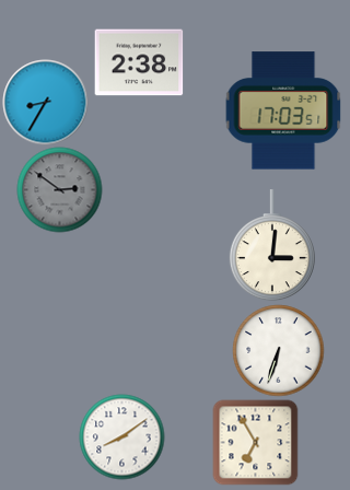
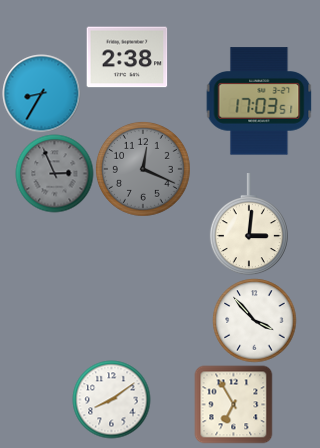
clock at (143, 169): none -> 12:19
clock at (59, 189): 2:51 -> 2:56
clock at (278, 350): 6:33 -> 3:53
